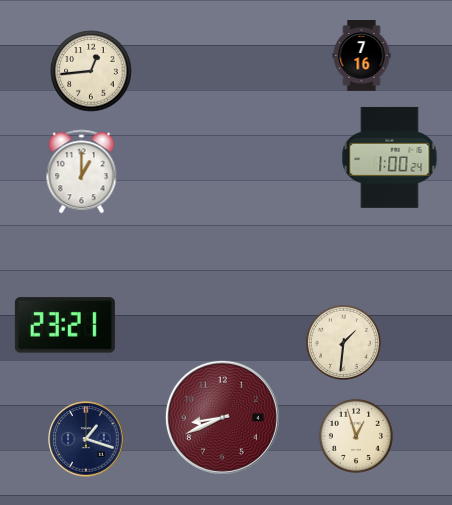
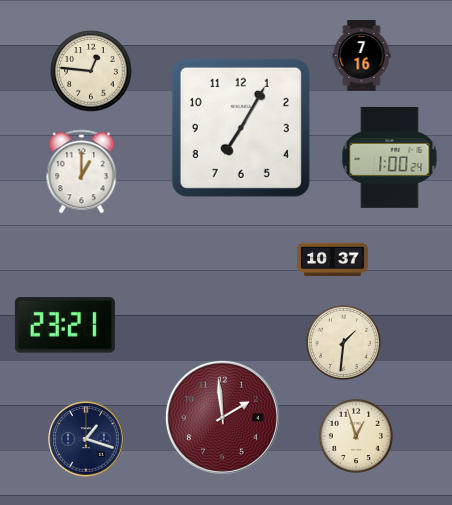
clock at (91, 71): 12:44 -> 12:46
clock at (241, 128): none -> 7:05
clock at (333, 260): none -> 10:37
clock at (222, 417): 8:41 -> 1:59
